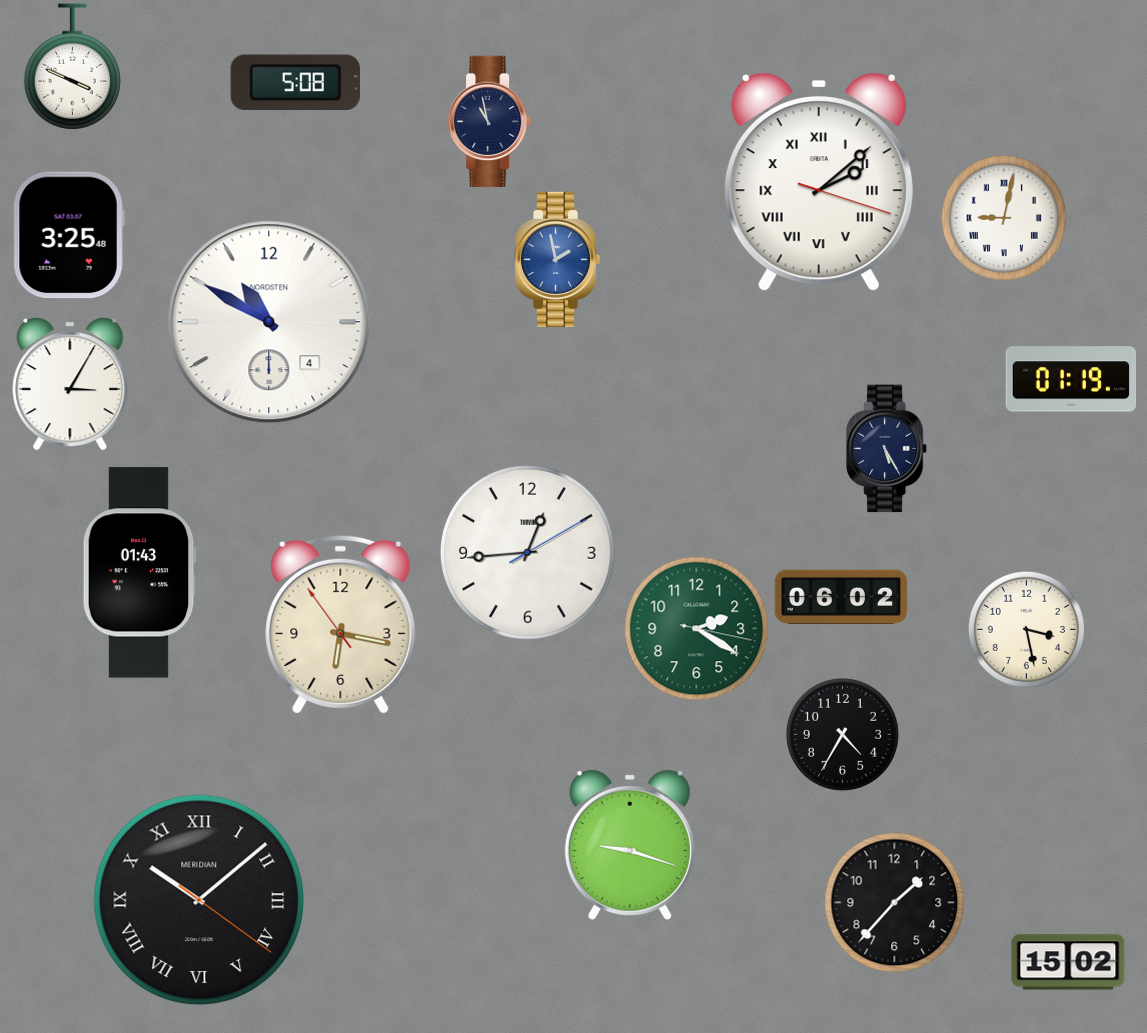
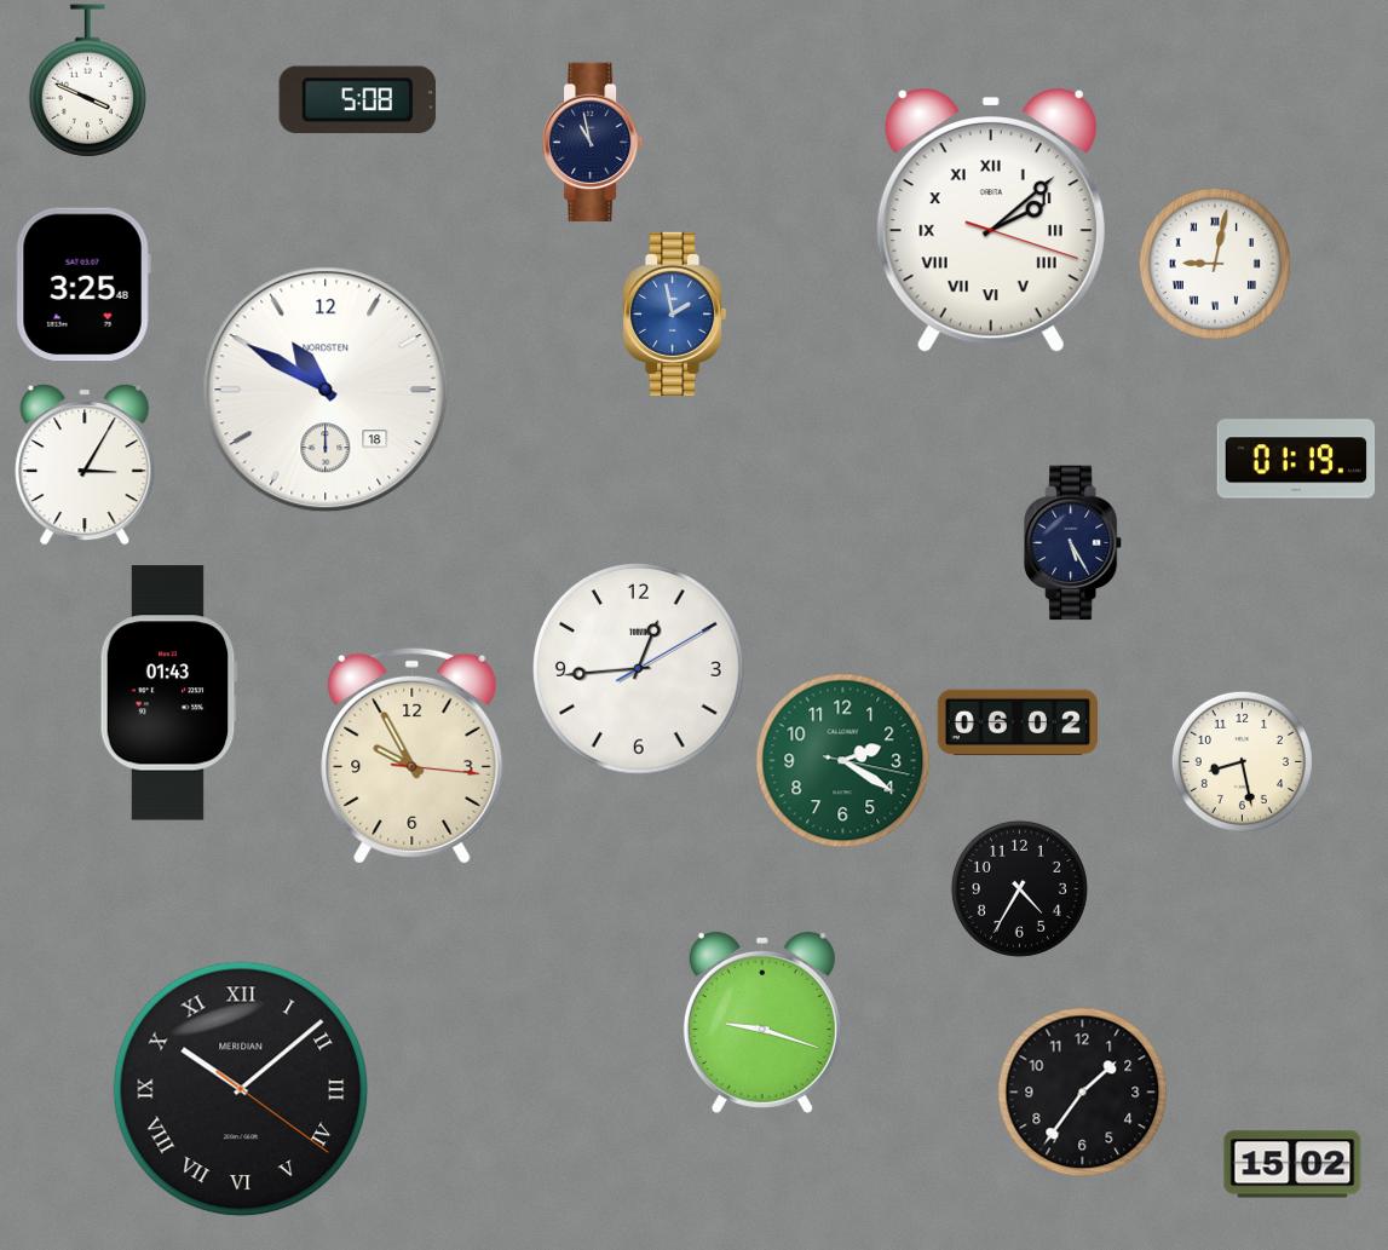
clock at (490, 122) position: (490, 122) -> (593, 143)
clock at (269, 322) date: 4 -> 18
clock at (341, 624): 6:16 -> 9:55
clock at (1026, 629): 3:28 -> 8:28
clock at (895, 903): 1:37 -> 1:36
